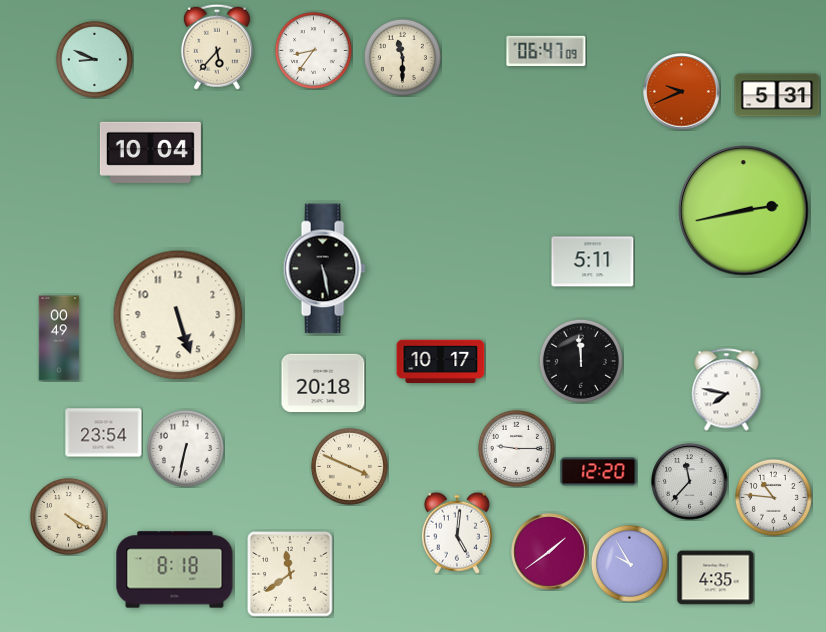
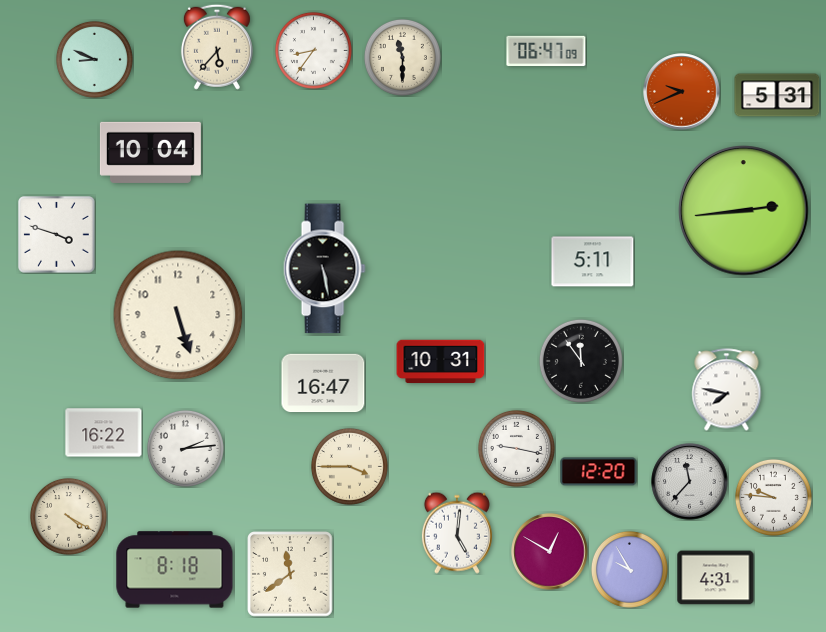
clock at (744, 211): 2:43 -> 2:44
clock at (57, 235): none -> 3:48
clock at (59, 338): 00:49 -> none
clock at (581, 361): 11:59 -> 11:54
clock at (441, 362): 10:17 -> 10:31
clock at (323, 383): 20:18 -> 16:47
clock at (104, 433): 23:54 -> 16:22
clock at (185, 448): 6:32 -> 2:14
clock at (516, 448): 9:15 -> 9:17
clock at (349, 466): 3:49 -> 3:45
clock at (773, 497): 10:46 -> 9:46
clock at (550, 552): 1:39 -> 12:50
clock at (629, 563) position: (629, 563) -> (629, 569)
clock at (716, 578): 4:35 -> 4:31
